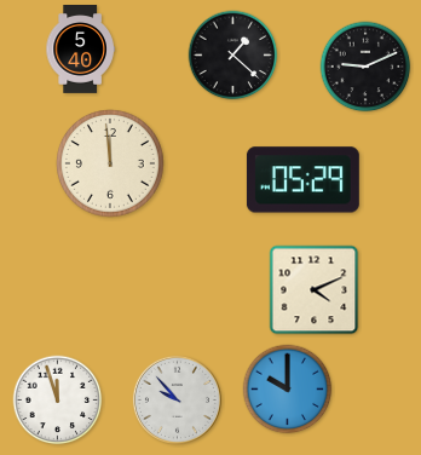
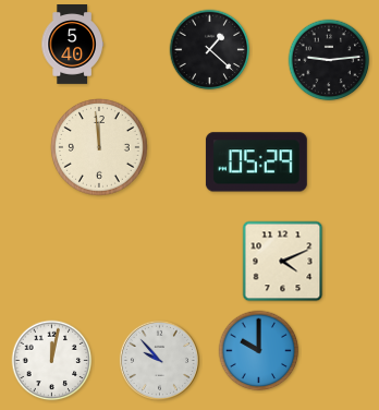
clock at (365, 67): 9:11 -> 9:14
clock at (302, 180) position: (302, 180) -> (256, 162)
clock at (58, 401): 11:57 -> 12:02
